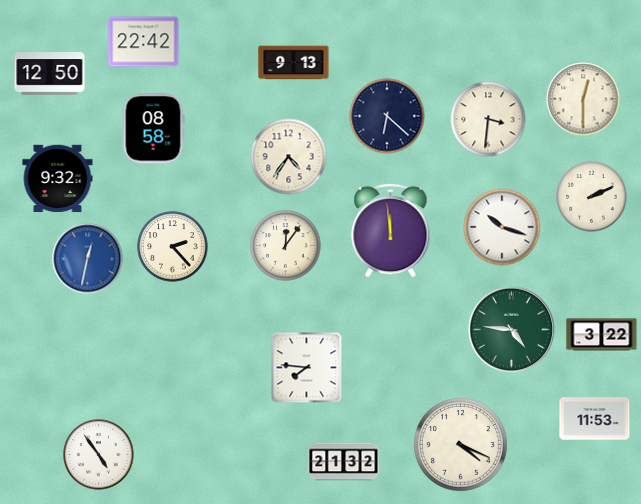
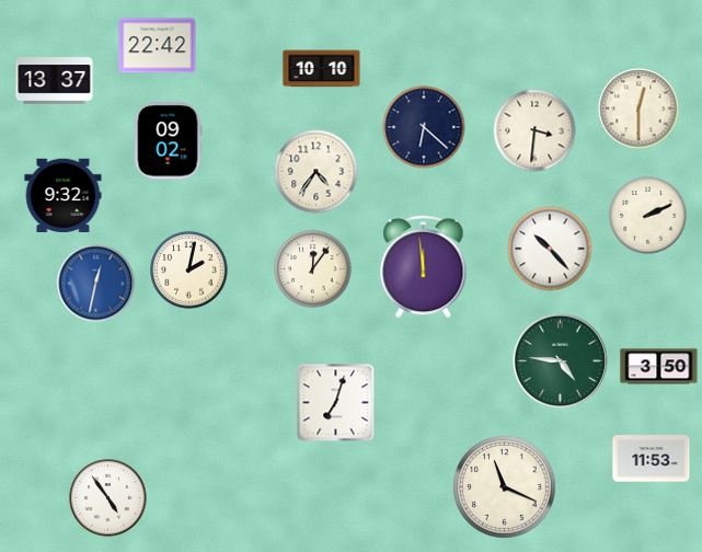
clock at (294, 63): 9:13 -> 10:10
clock at (50, 74): 12:50 -> 13:37
clock at (153, 129): 08:58 -> 09:02
clock at (502, 227): 10:18 -> 10:23
clock at (391, 230) position: (391, 230) -> (424, 266)
clock at (173, 247): 2:23 -> 2:02
clock at (602, 335): 3:22 -> 3:50
clock at (307, 368): 7:46 -> 7:03
clock at (461, 445): 4:19 -> 11:19
clock at (344, 462): 21:32 -> none
